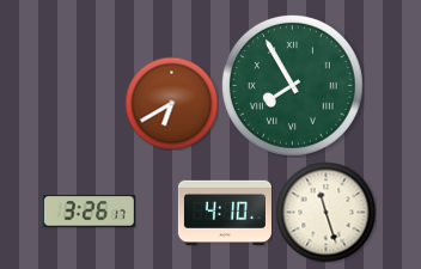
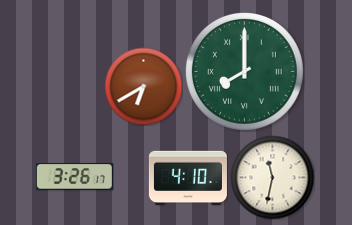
clock at (292, 85): 7:55 -> 8:00
clock at (325, 212): 11:27 -> 11:32
